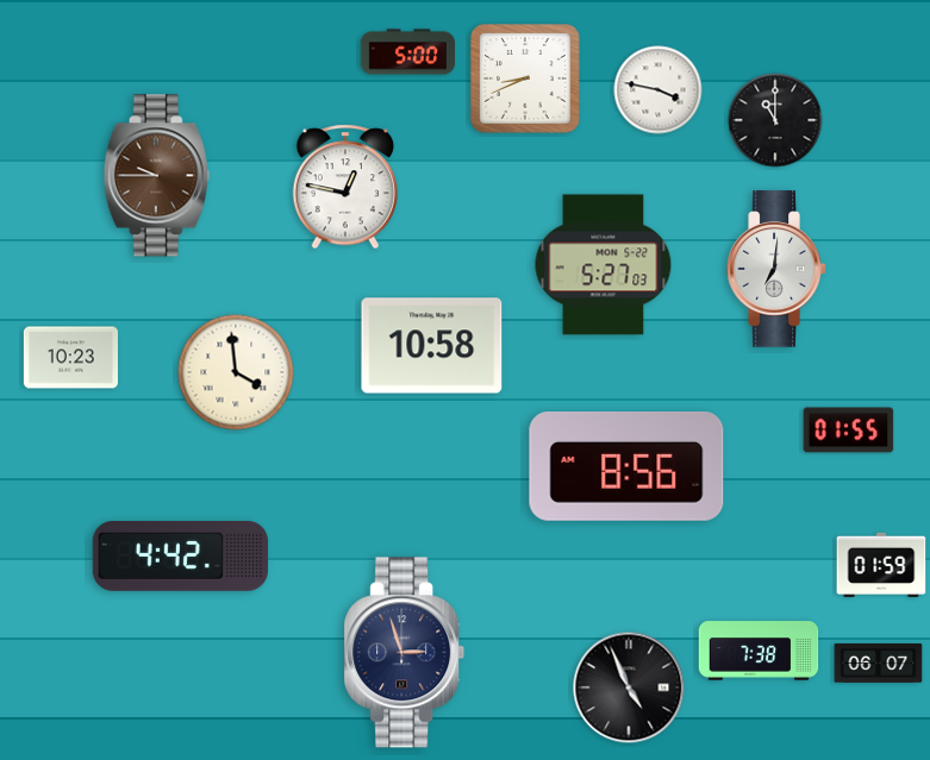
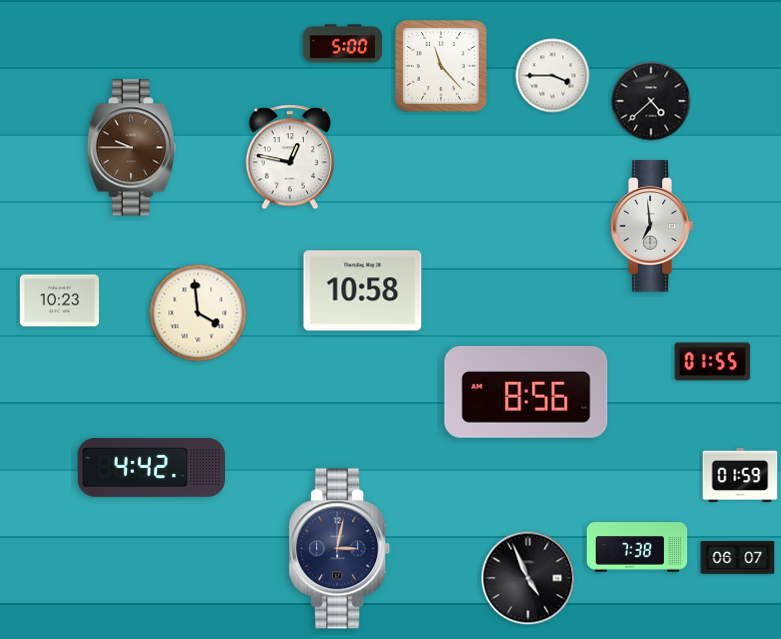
clock at (525, 78): 8:41 -> 11:23
clock at (659, 90): 3:47 -> 3:45
clock at (775, 120): 11:00 -> 4:38
clock at (604, 265): 5:27 -> none
clock at (776, 269): 7:01 -> 6:59
clock at (405, 653): 2:57 -> 3:02
